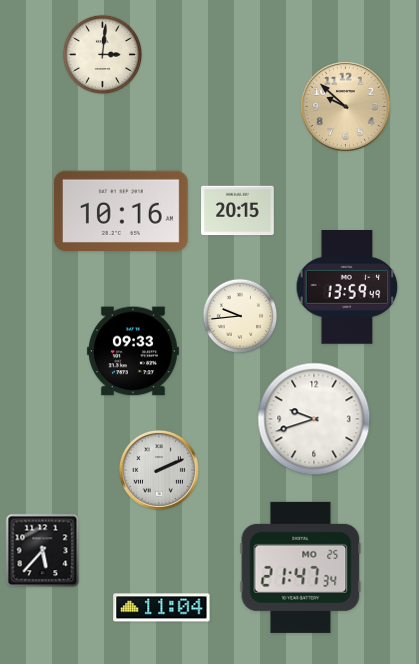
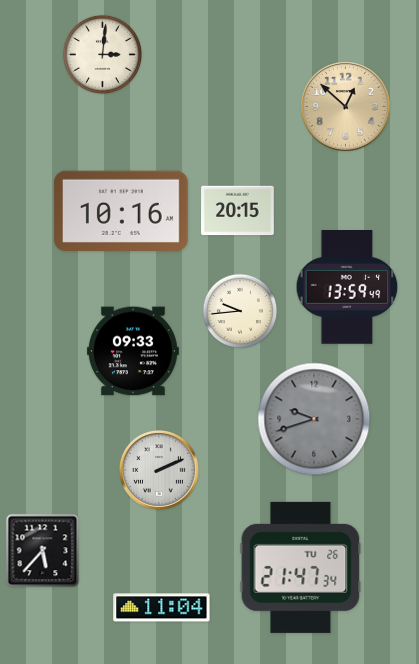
clock at (346, 107): 9:52 -> 12:52
clock at (240, 316) position: (240, 316) -> (240, 311)
clock at (314, 419) dial: white -> grey
clock at (301, 567) date: MO 25 -> TU 26
